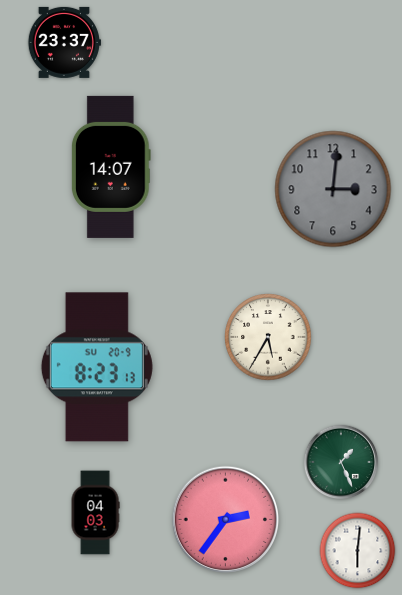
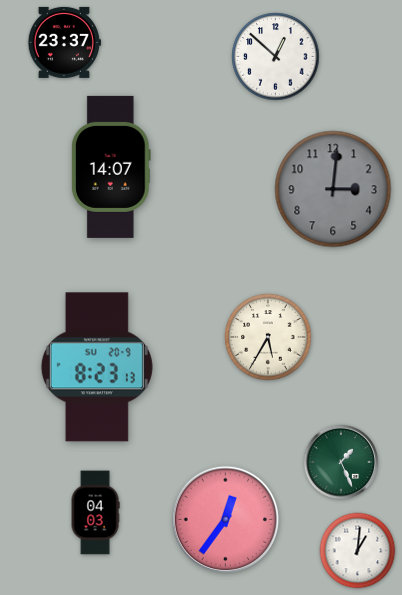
clock at (276, 57): none -> 12:52
clock at (226, 520): 2:36 -> 12:36
clock at (358, 551): 6:01 -> 1:01
